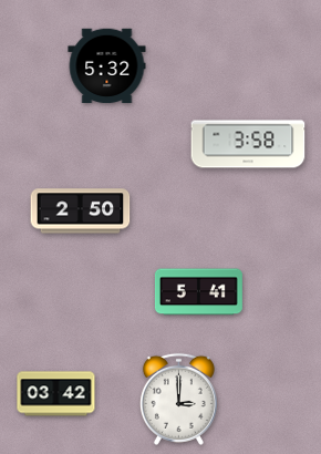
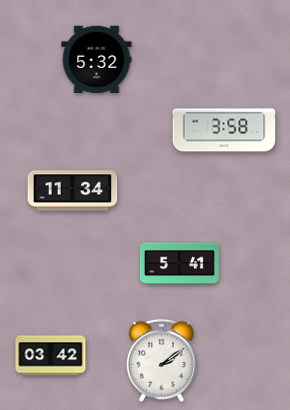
clock at (81, 211): 2:50 -> 11:34
clock at (178, 399): 3:00 -> 2:09
